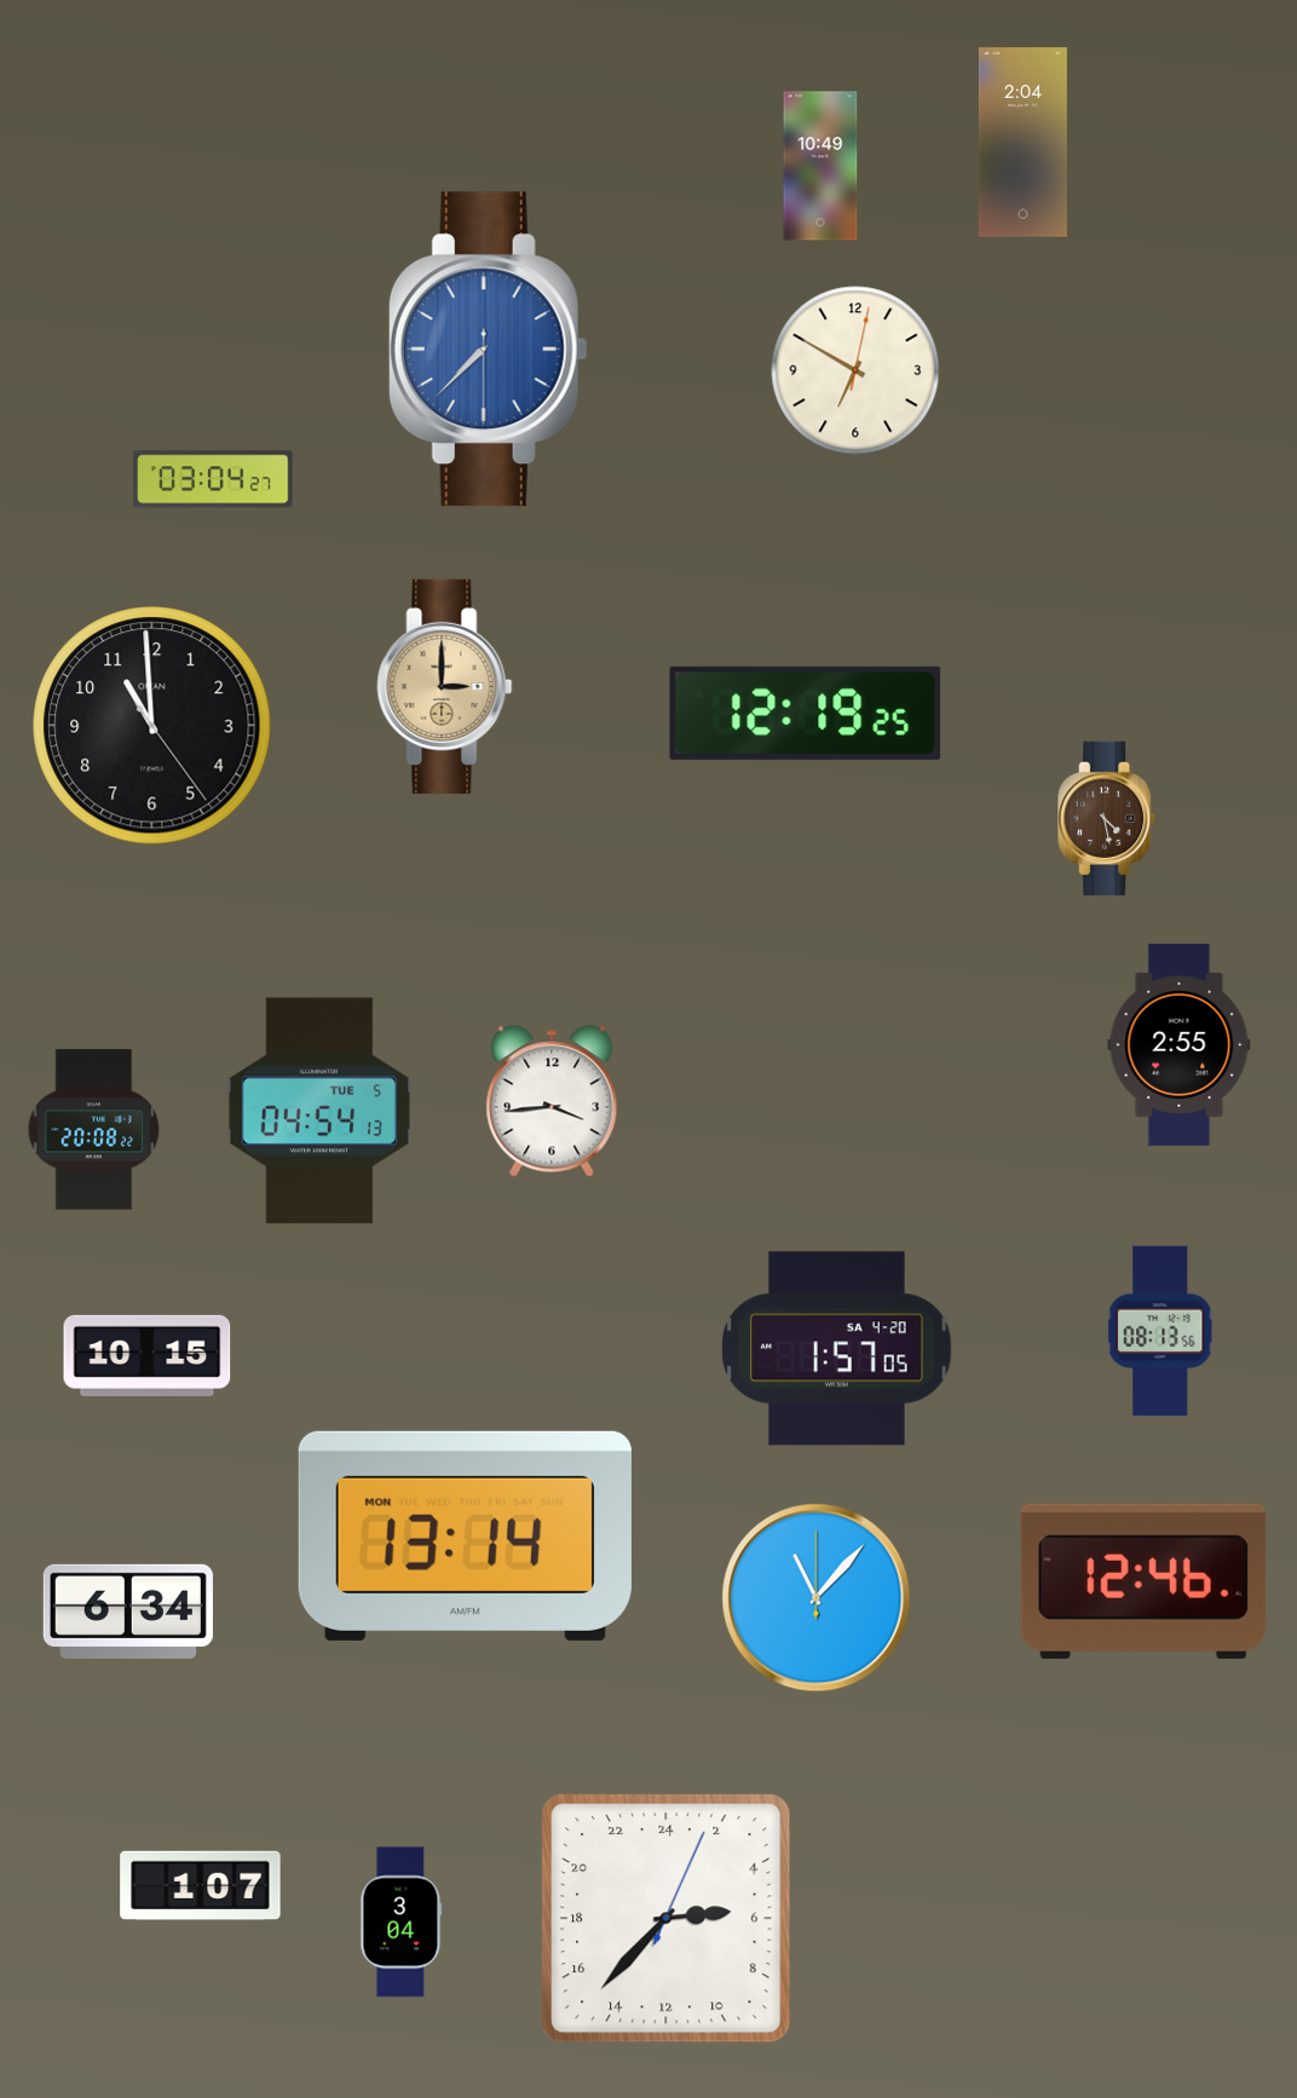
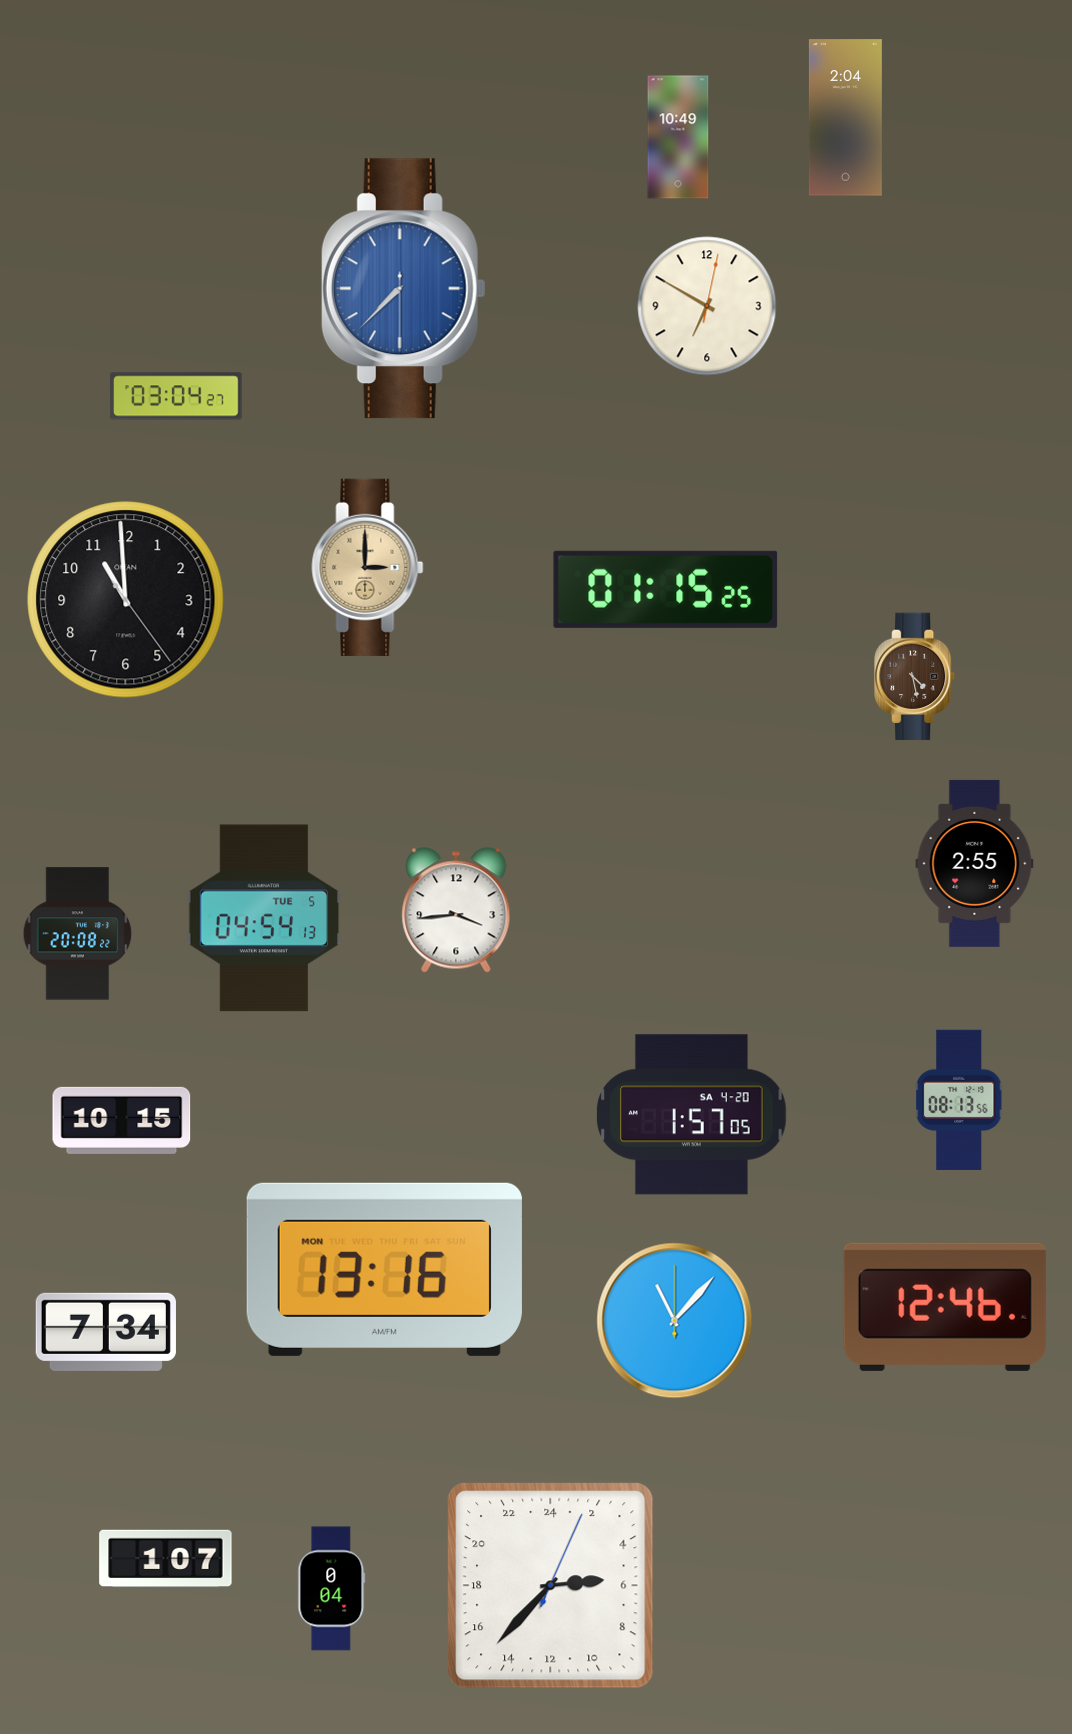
clock at (806, 713): 12:19 -> 01:15
clock at (465, 1535): 13:14 -> 13:16
clock at (128, 1612): 6:34 -> 7:34
clock at (402, 1923): 3:04 -> 0:04
